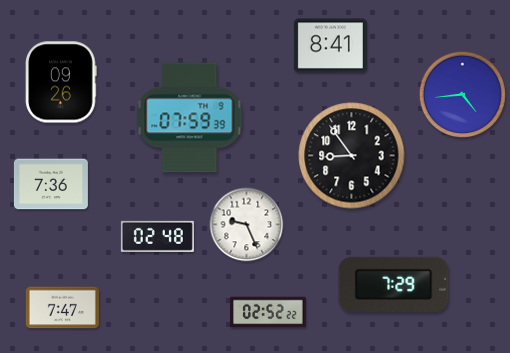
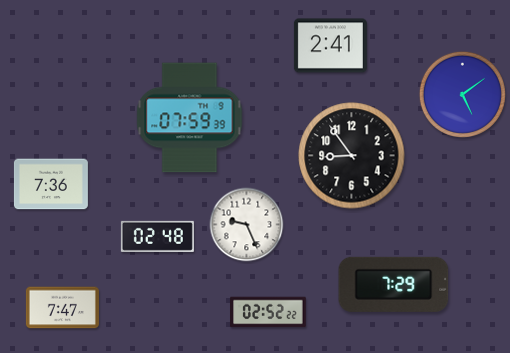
clock at (330, 46): 8:41 -> 2:41
clock at (61, 82): 09:26 -> none
clock at (462, 94): 4:44 -> 5:09
